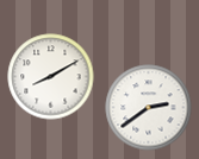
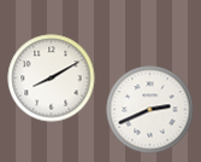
clock at (149, 108): 2:39 -> 2:41
